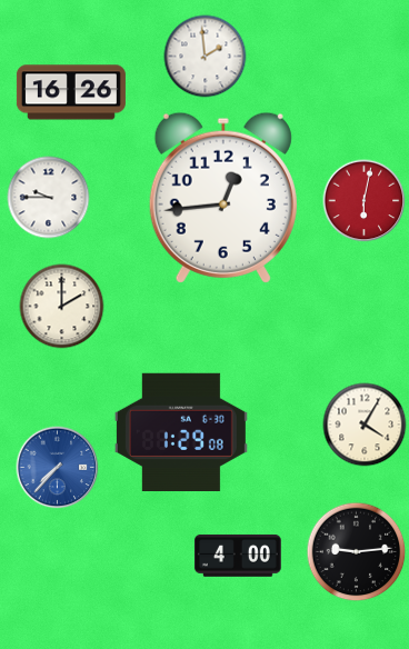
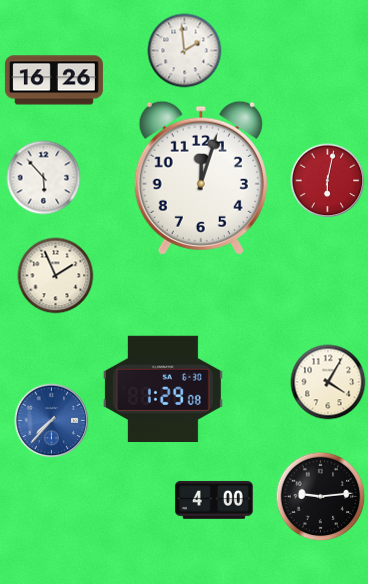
clock at (71, 92) position: (71, 92) -> (54, 80)
clock at (49, 198): 9:45 -> 5:53
clock at (223, 198): 12:44 -> 12:03
clock at (62, 307): 2:00 -> 1:56
